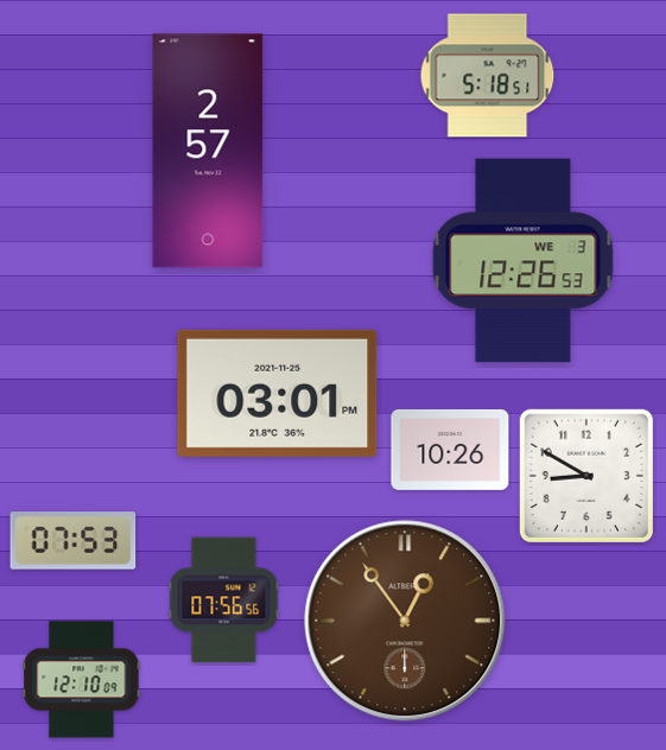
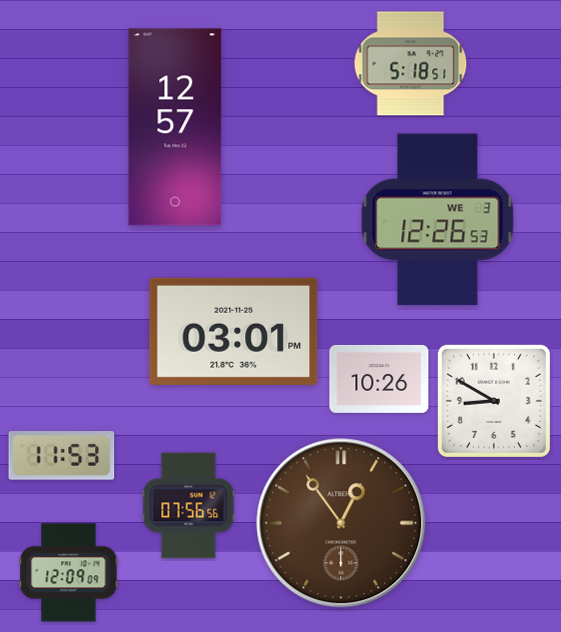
clock at (208, 151): 2:57 -> 12:57
clock at (524, 261) position: (524, 261) -> (438, 220)
clock at (74, 541): 07:53 -> 11:53
clock at (82, 680): 12:10 -> 12:09
